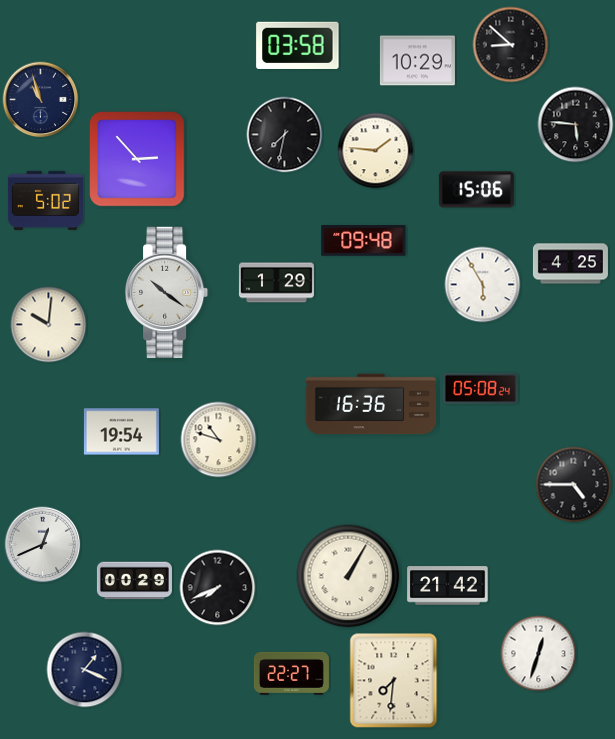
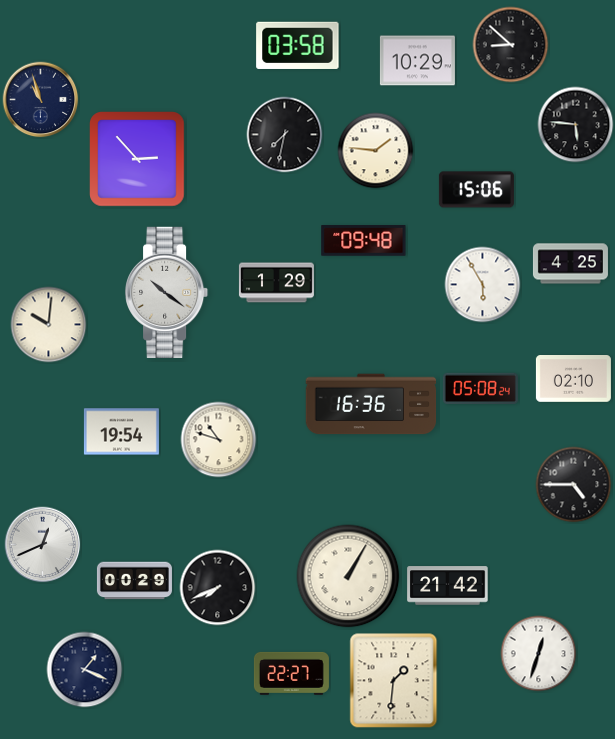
clock at (45, 200): 5:02 -> none
clock at (573, 379): none -> 02:10
clock at (394, 681): 7:31 -> 1:31
